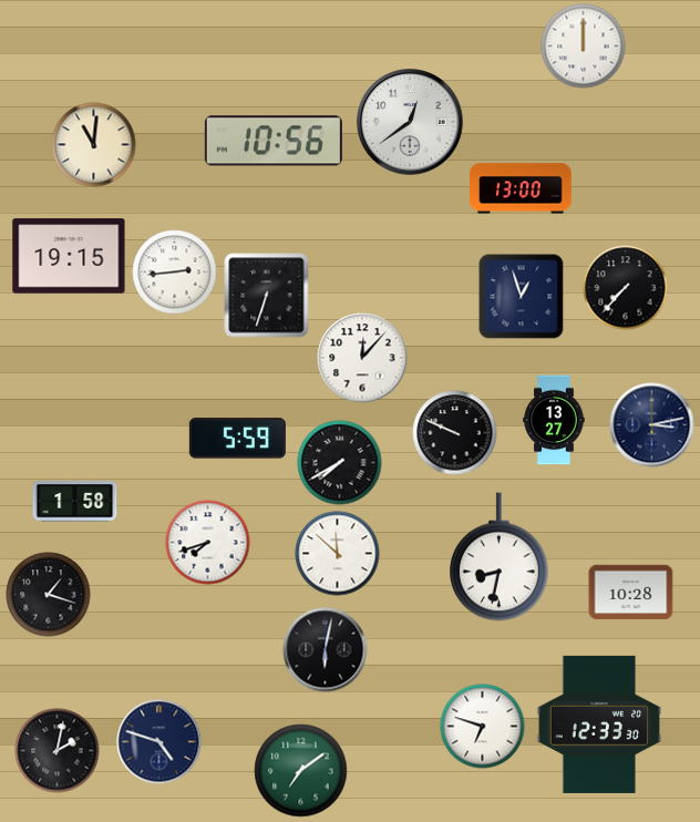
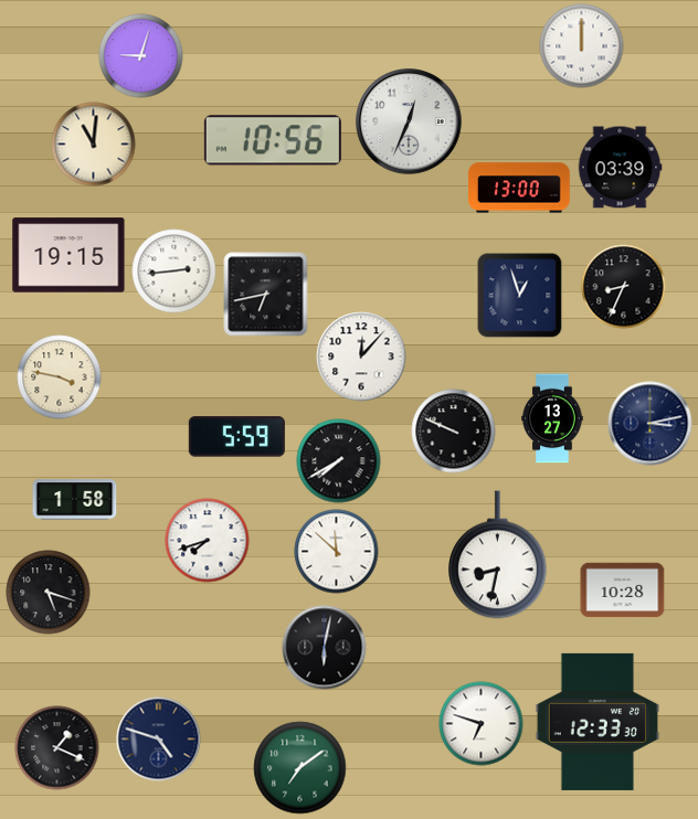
clock at (141, 56): none -> 9:03
clock at (410, 122): 12:39 -> 12:34
clock at (620, 168): none -> 03:39
clock at (626, 288): 7:37 -> 8:34
clock at (267, 296): 6:33 -> 6:43
clock at (60, 377): none -> 3:47
clock at (631, 593) position: (631, 593) -> (623, 591)
clock at (49, 595): 1:18 -> 5:18
clock at (58, 751): 2:02 -> 1:19
